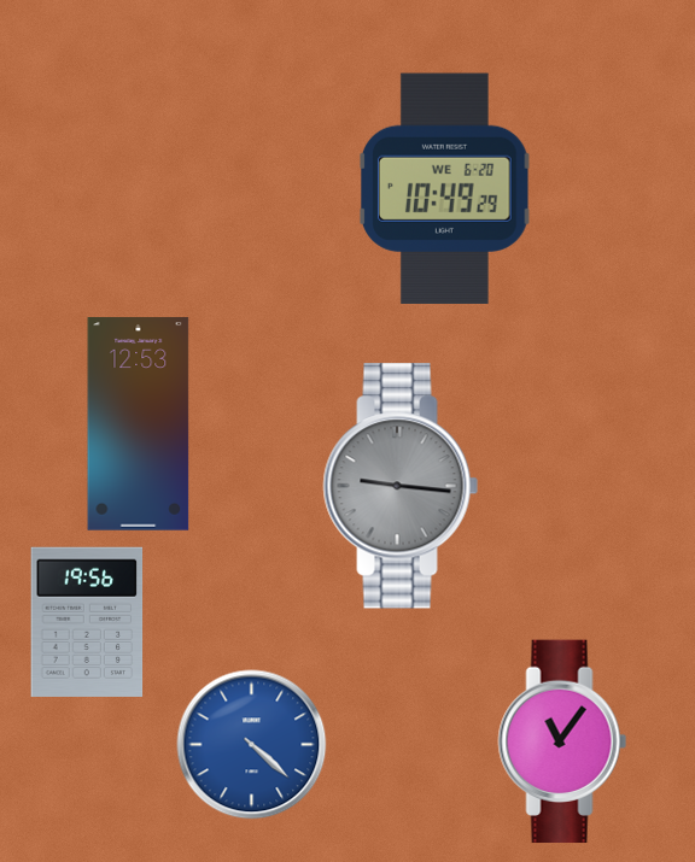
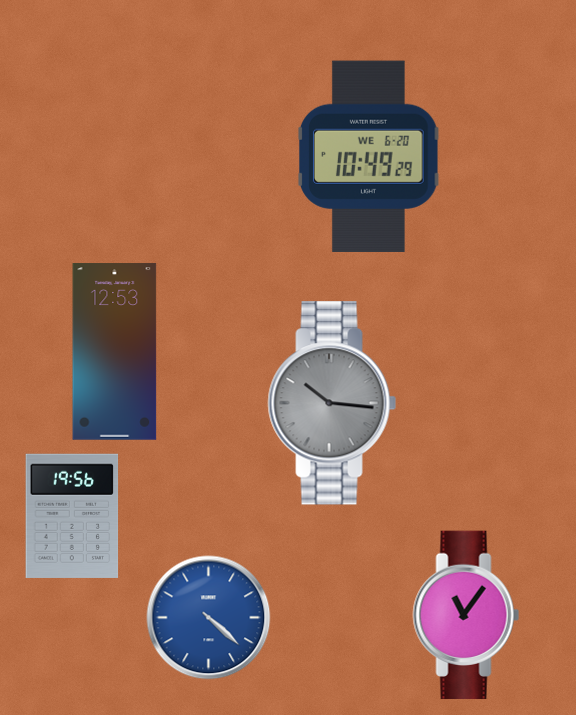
clock at (401, 486): 9:16 -> 10:16
